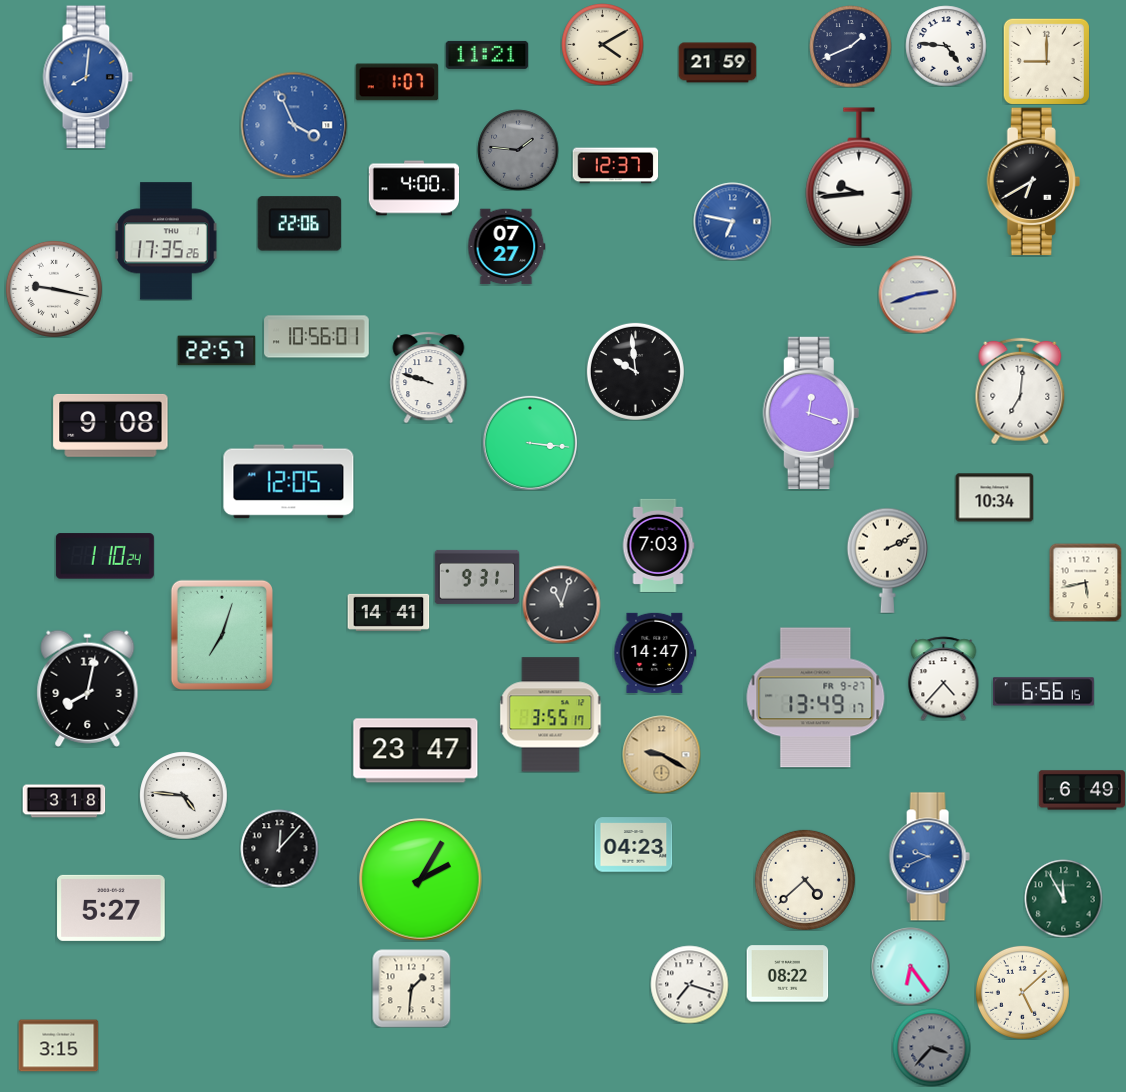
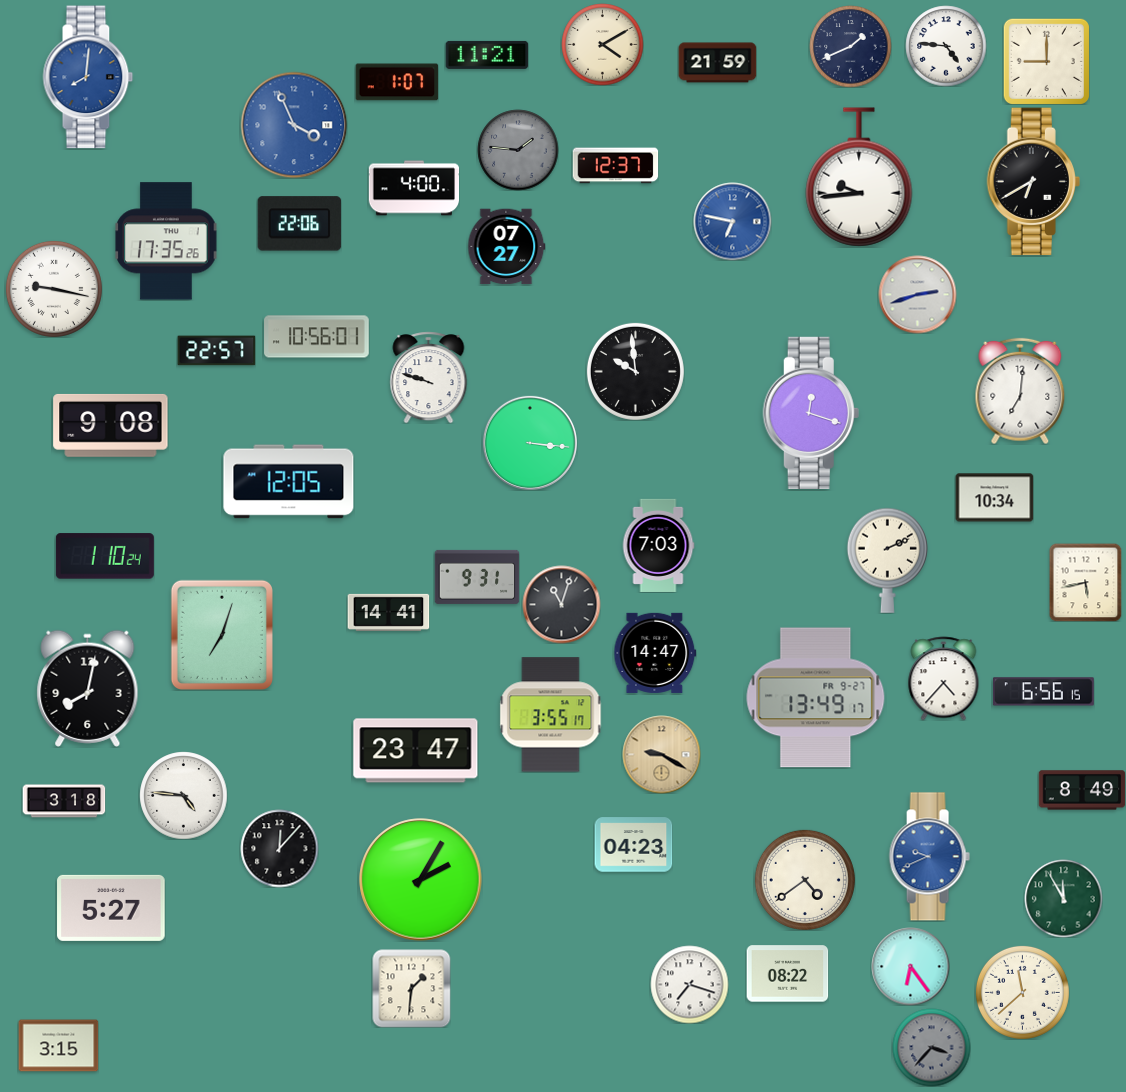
clock at (1082, 790): 6:49 -> 8:49
clock at (805, 880): 4:38 -> 4:39
clock at (1022, 992): 5:08 -> 11:38
